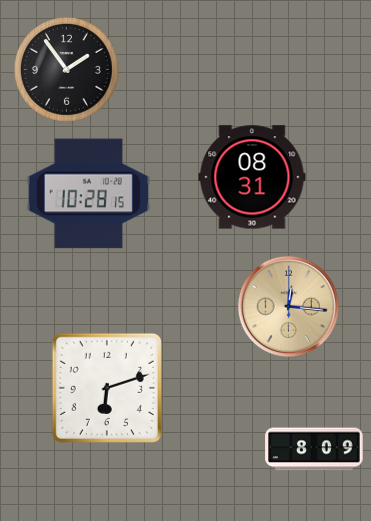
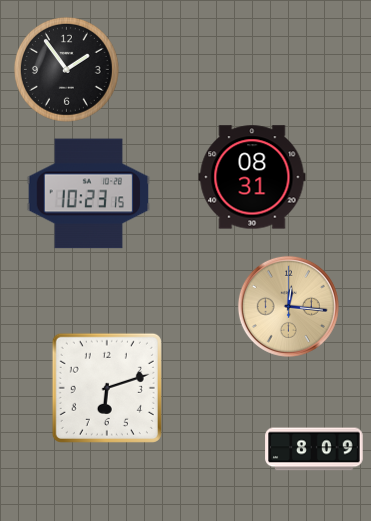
clock at (89, 194): 10:28 -> 10:23
